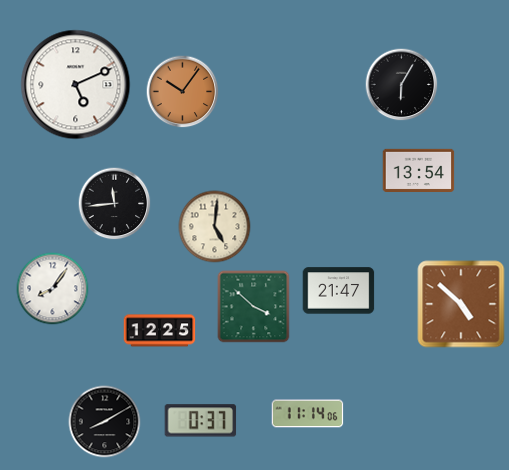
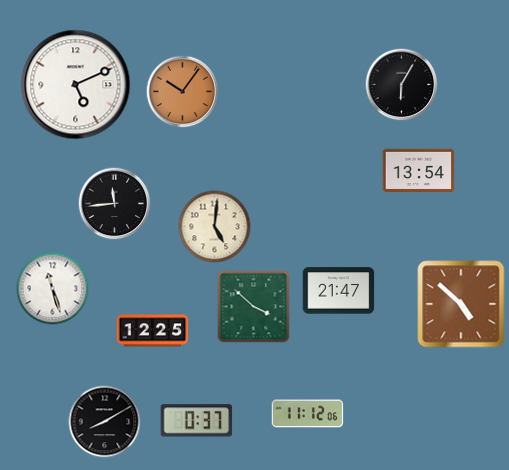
clock at (53, 289): 8:06 -> 11:27
clock at (160, 331) position: (160, 331) -> (153, 331)
clock at (308, 414): 11:14 -> 11:12
clock at (201, 421) position: (201, 421) -> (197, 421)
